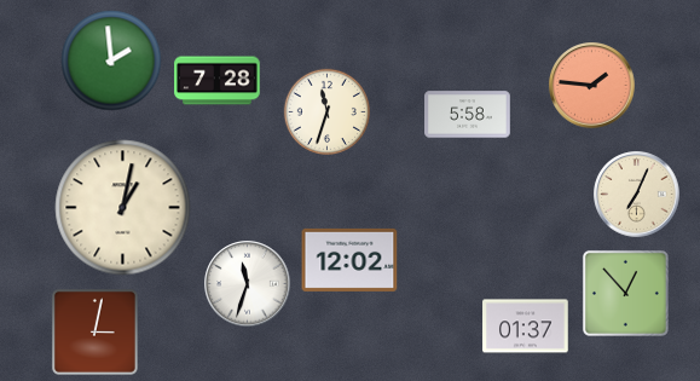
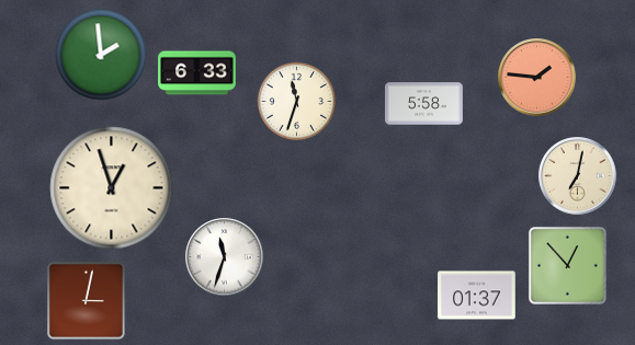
clock at (218, 81): 7:28 -> 6:33
clock at (637, 195): 7:04 -> 7:02
clock at (123, 208): 1:02 -> 12:57
clock at (349, 260): 12:02 -> none
